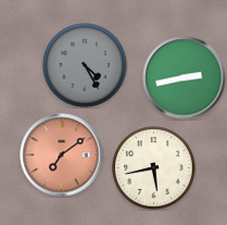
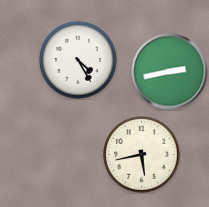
clock at (85, 65) dial: grey -> white
clock at (62, 155): 7:09 -> none
